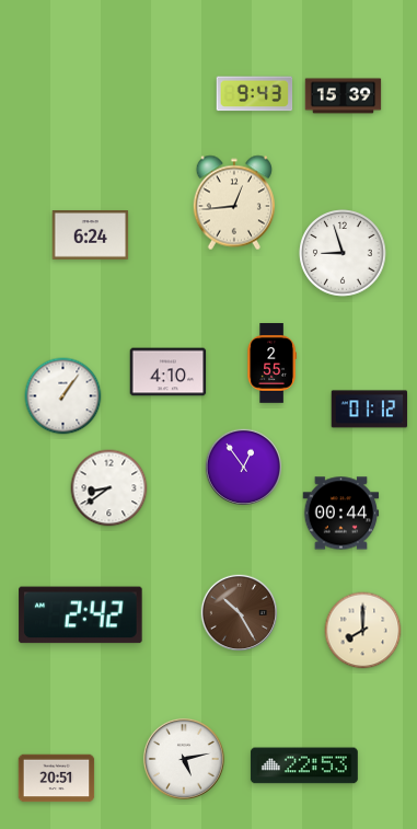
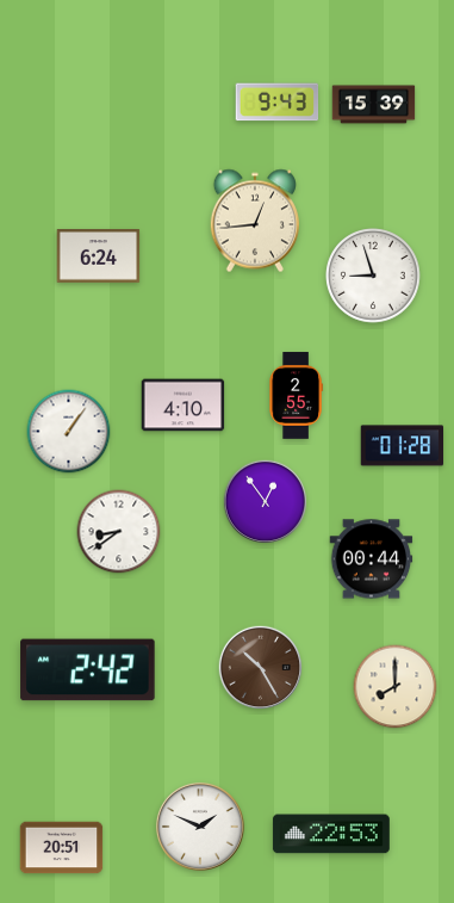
clock at (370, 410): 01:12 -> 01:28
clock at (243, 467) position: (243, 467) -> (265, 501)
clock at (184, 759): 5:13 -> 1:49
